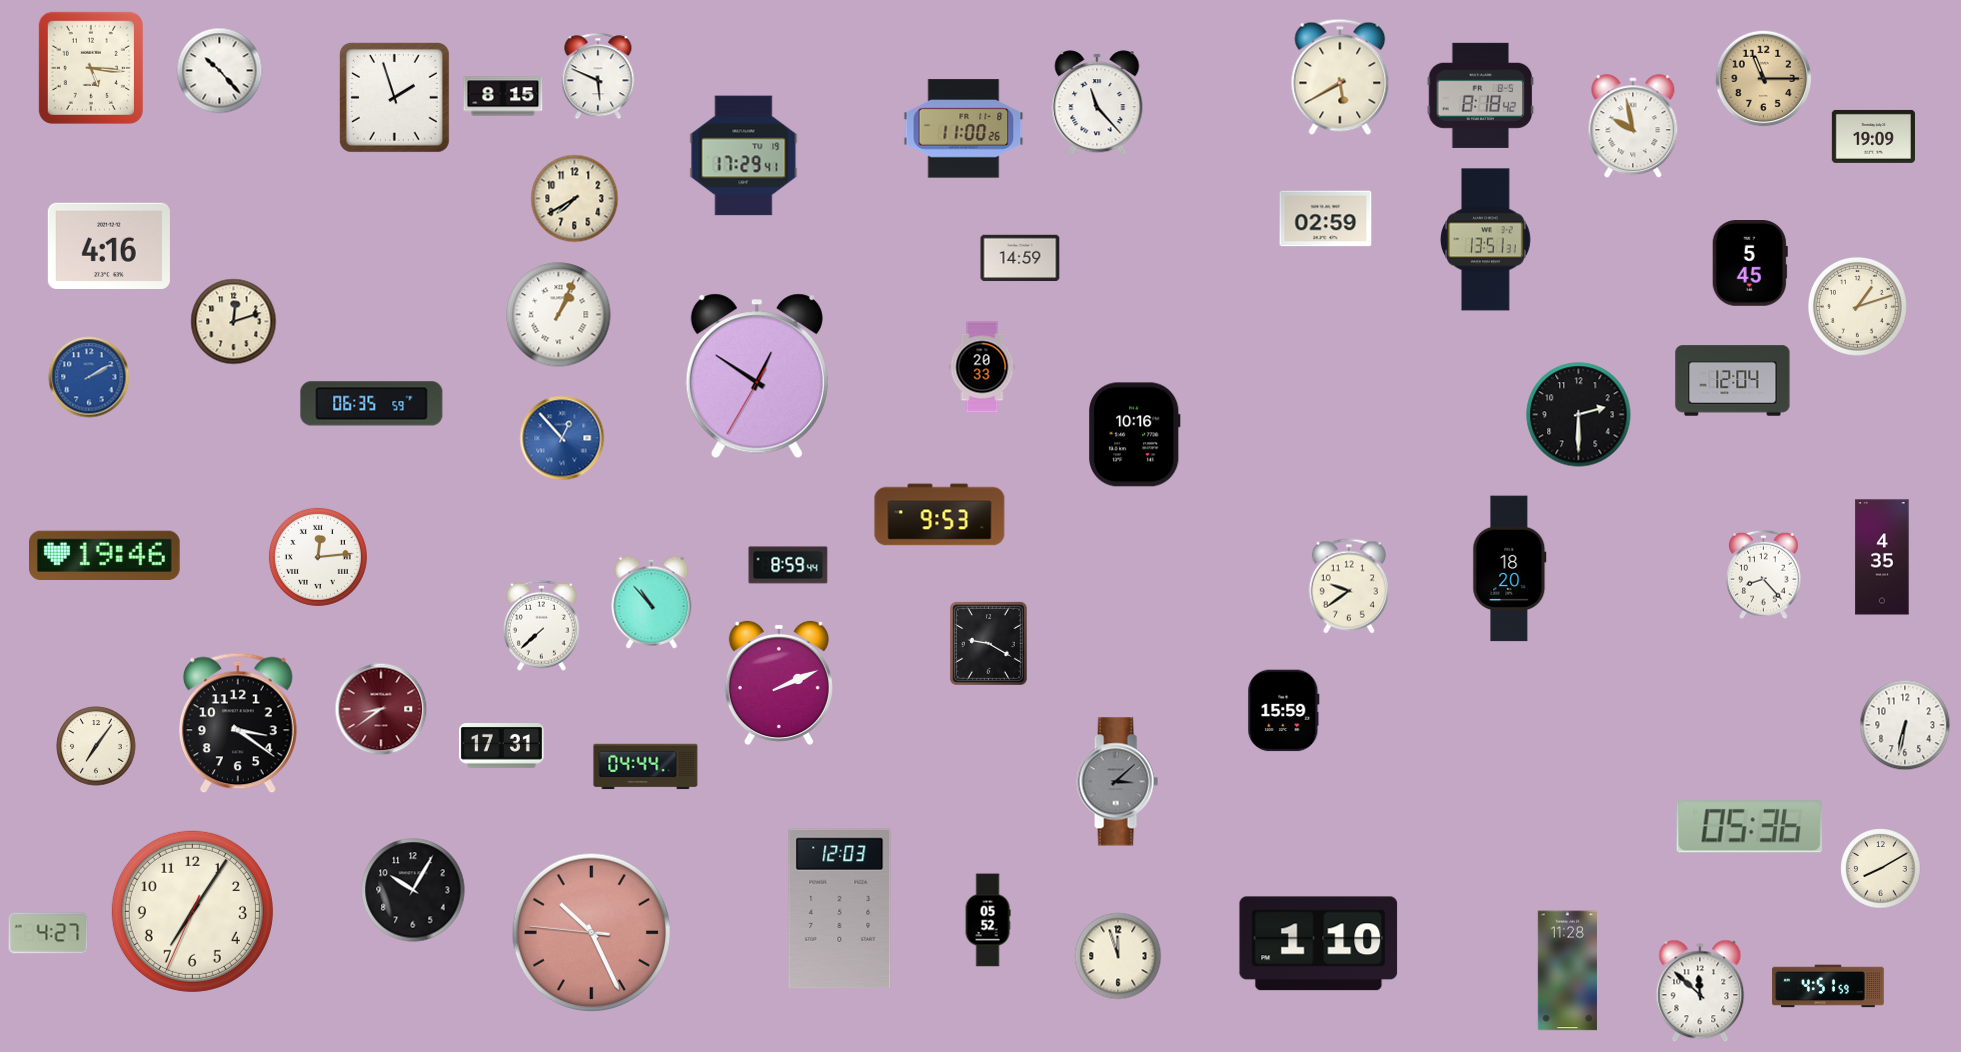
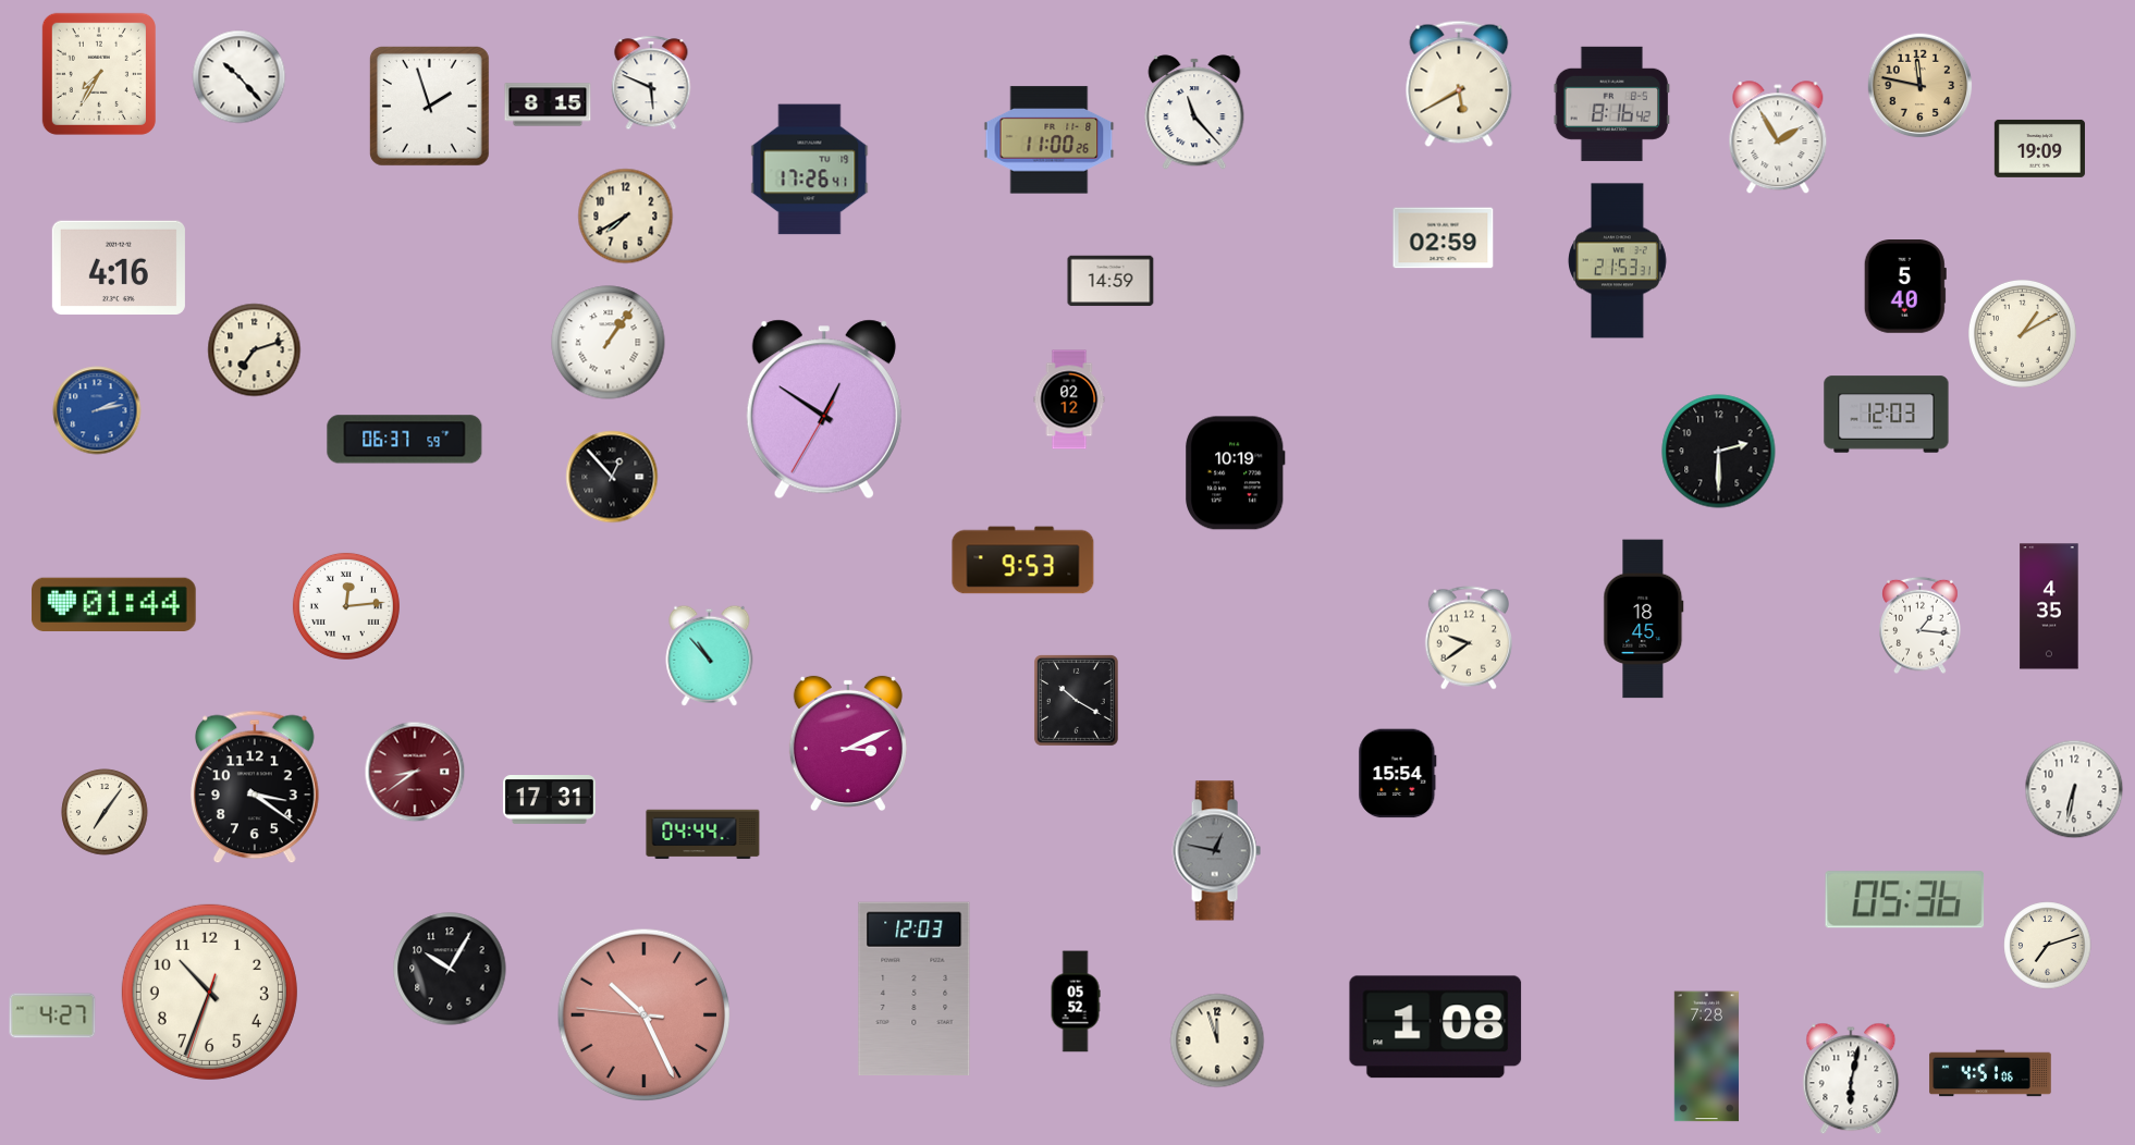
clock at (91, 68): 5:16 -> 7:35
clock at (1764, 79): 11:15 -> 11:47
clock at (1481, 95): 8:18 -> 8:16
clock at (1633, 127): 9:58 -> 1:55
clock at (744, 156): 17:29 -> 17:26
clock at (1486, 240): 13:51 -> 21:53
clock at (1750, 264): 5:45 -> 5:40
clock at (1857, 306): 1:12 -> 1:10
clock at (559, 315): 1:04 -> 1:06
clock at (234, 322): 12:12 -> 7:12
clock at (982, 367): 20:33 -> 02:12
clock at (89, 377): 2:10 -> 2:13
clock at (1733, 381): 12:04 -> 12:03
clock at (372, 404): 06:35 -> 06:37
clock at (1135, 435): 10:16 -> 10:19
clock at (562, 438) dial: blue -> black
clock at (105, 555): 19:46 -> 01:44
clock at (788, 565): 8:59 -> none
clock at (1510, 569): 18:20 -> 18:45
clock at (1764, 575): 8:23 -> 1:16
clock at (542, 625): 7:38 -> none
clock at (988, 643): 9:20 -> 10:20
clock at (779, 682): 2:11 -> 3:11
clock at (1284, 711): 15:59 -> 15:54
clock at (238, 723) position: (238, 723) -> (255, 787)
clock at (501, 746) position: (501, 746) -> (549, 800)
clock at (1117, 782): 3:08 -> 12:47
clock at (1881, 869): 8:10 -> 7:12
clock at (192, 911): 7:05 -> 10:33
clock at (1319, 944): 1:10 -> 1:08
clock at (1567, 971): 11:28 -> 7:28
clock at (1828, 986): 4:51:59 -> 4:51:06
clock at (1700, 991): 11:52 -> 6:02
